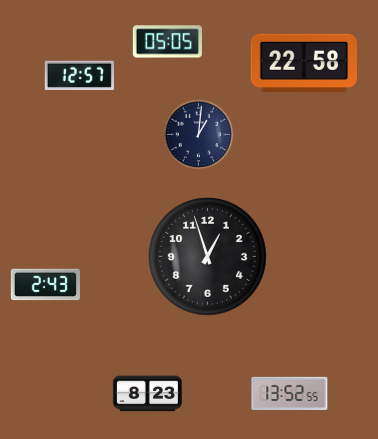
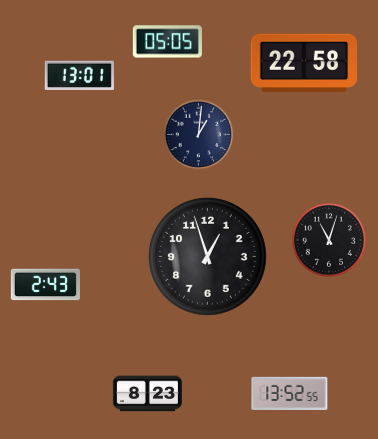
clock at (79, 76): 12:57 -> 13:01
clock at (329, 240): none -> 11:03
